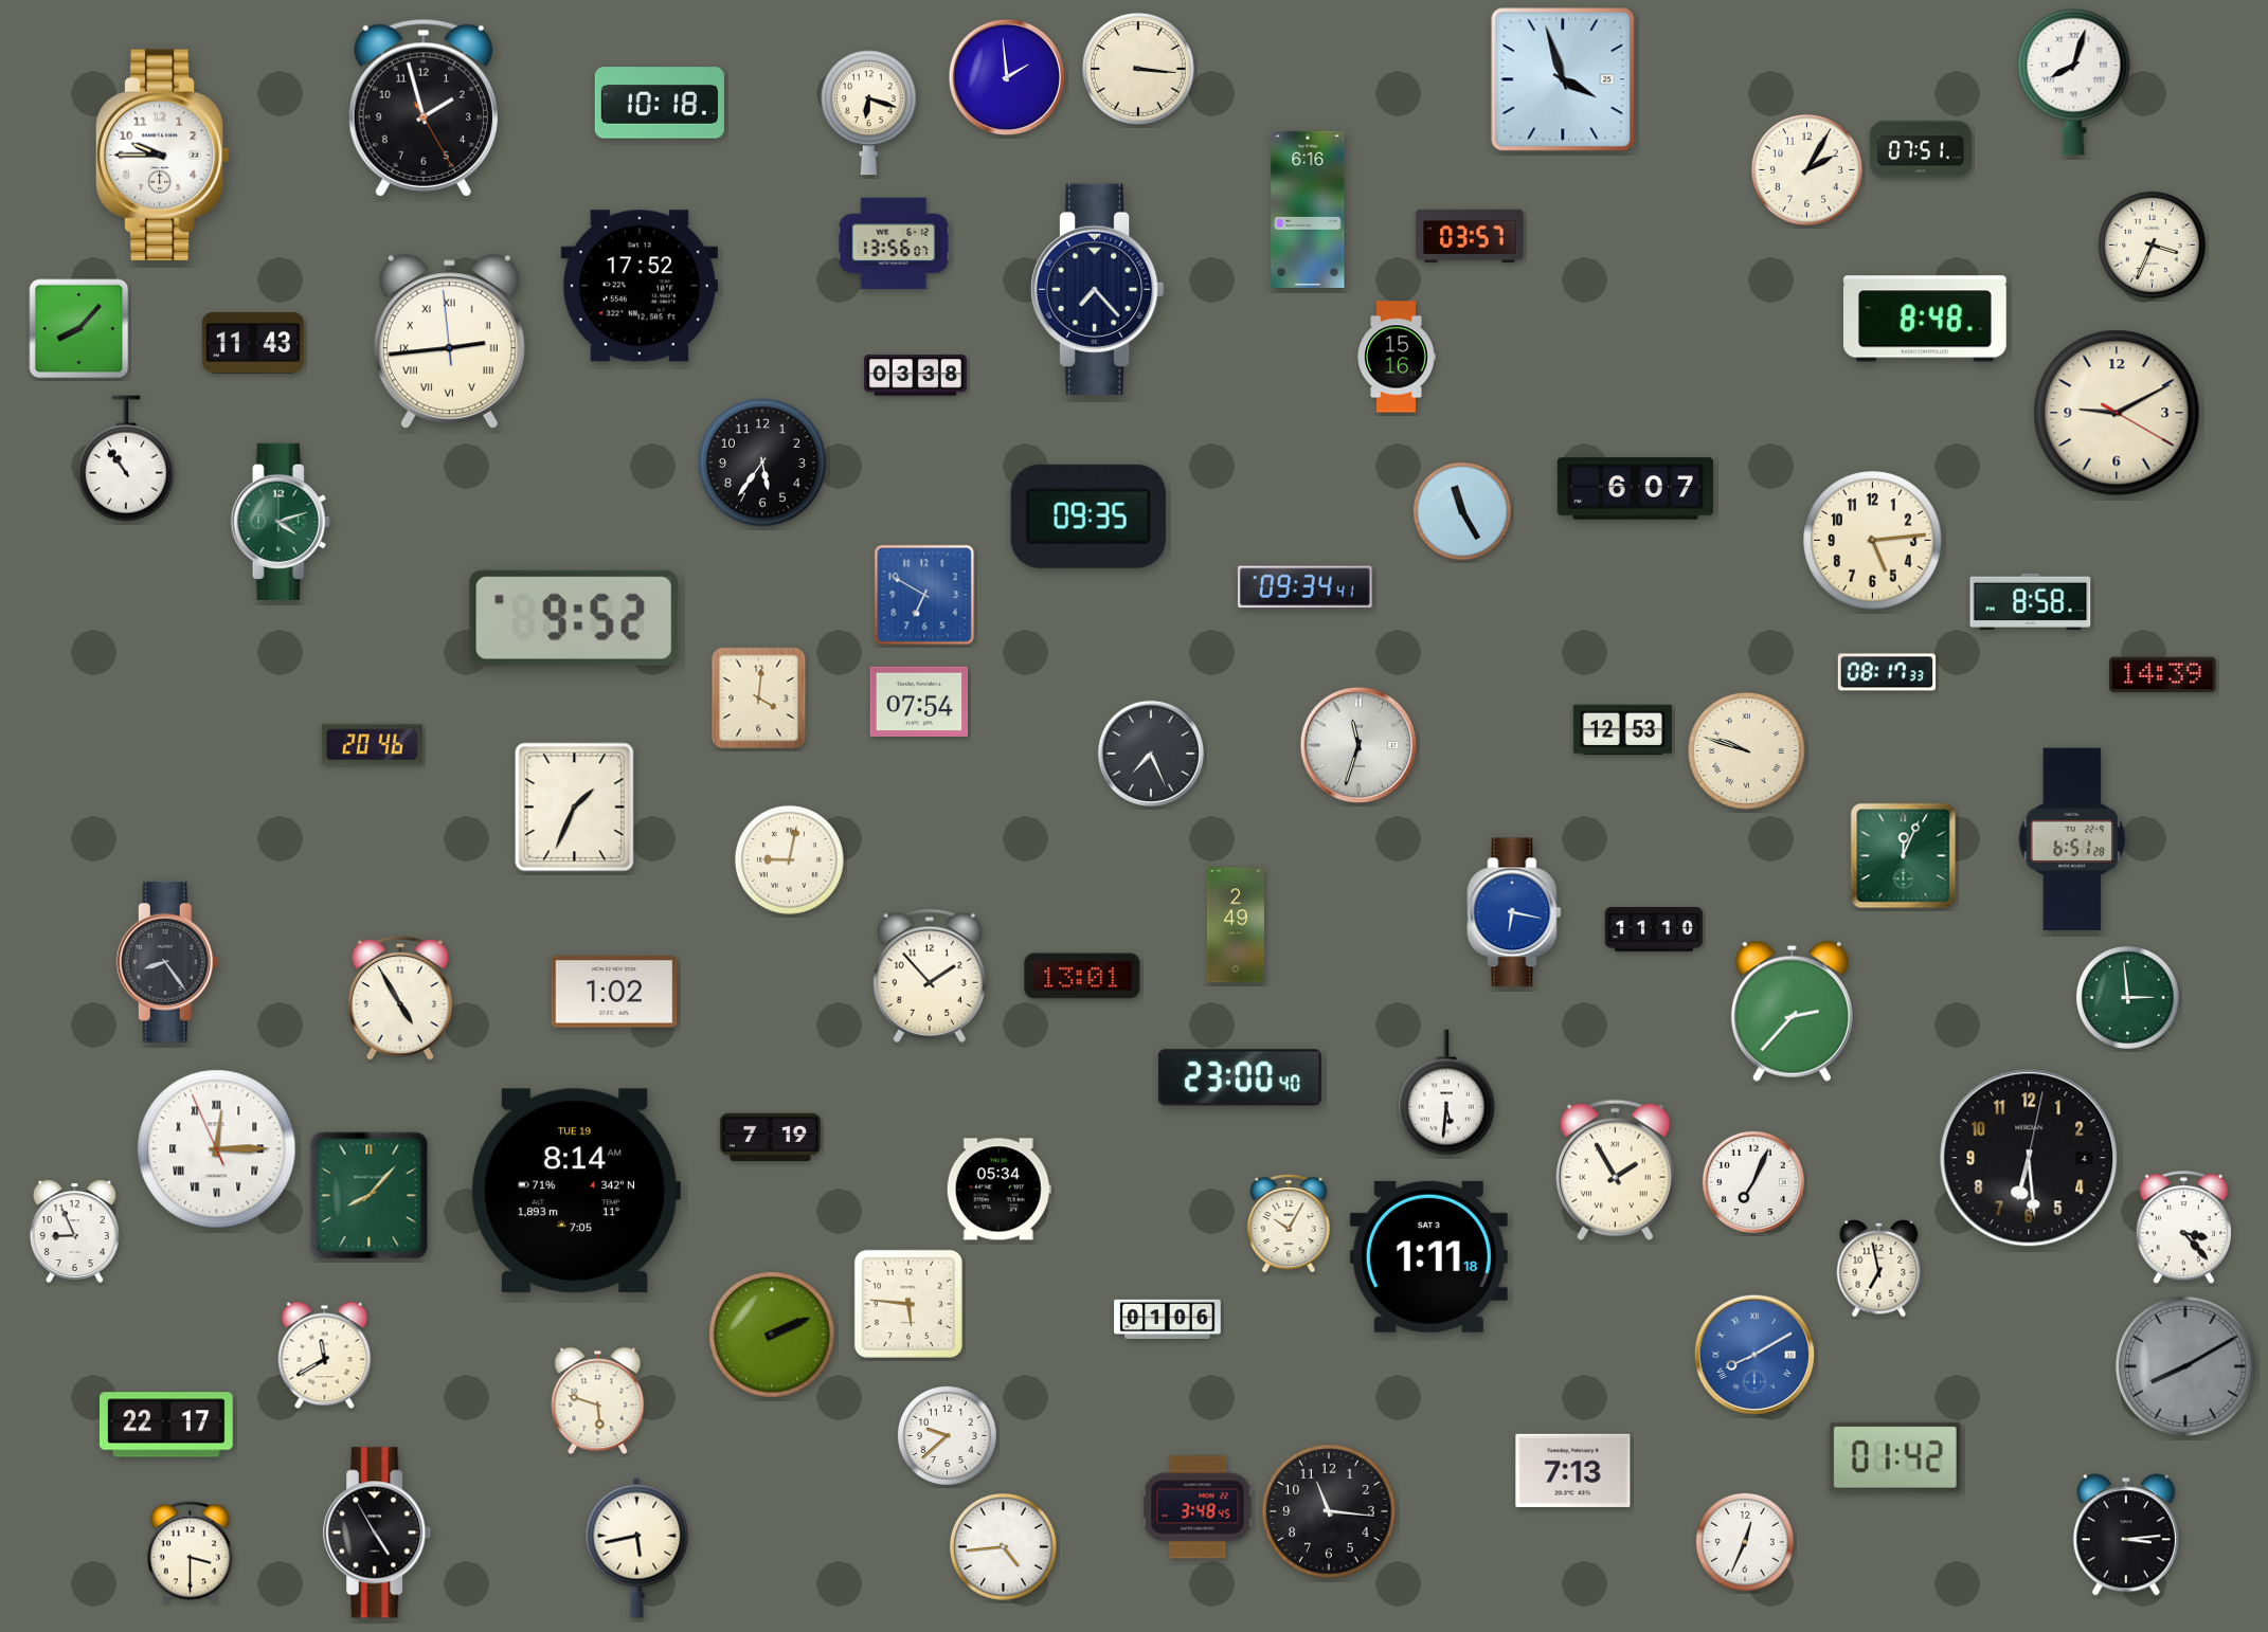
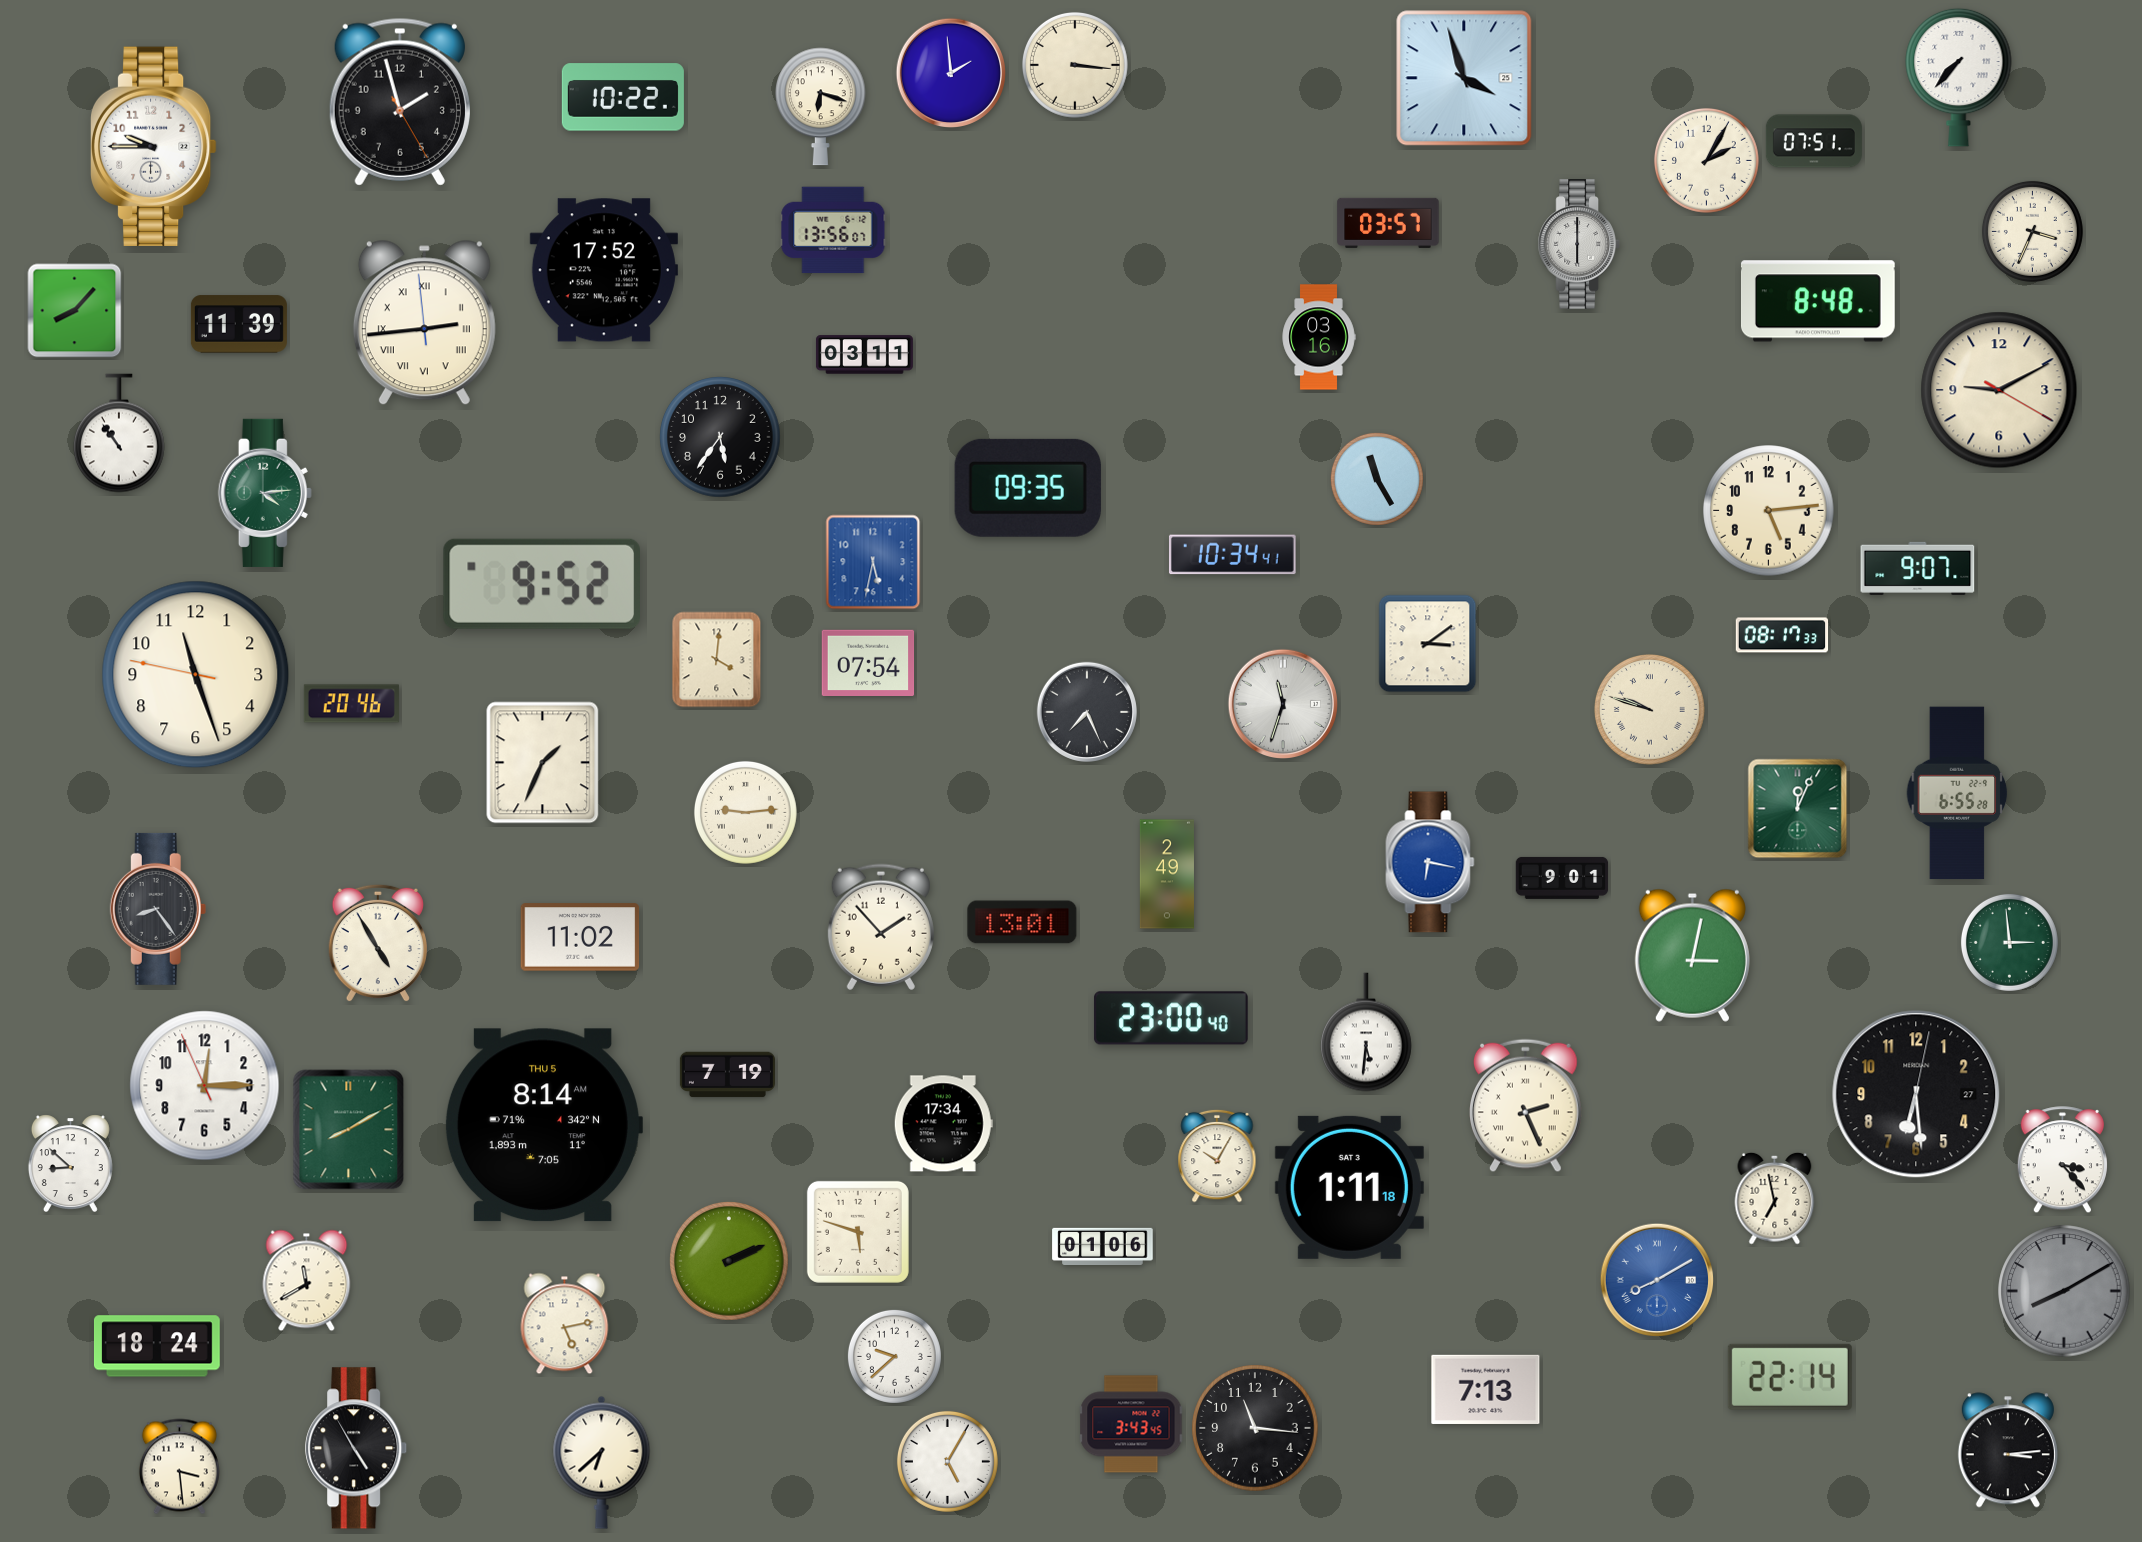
clock at (1563, 79) position: (1563, 79) -> (1464, 78)
clock at (2074, 81): 8:03 -> 7:37
clock at (660, 103): 10:18 -> 10:22
clock at (1308, 210): 6:16 -> none
clock at (894, 243) position: (894, 243) -> (833, 230)
clock at (1579, 244): none -> 6:00
clock at (1097, 289): 7:23 -> none
clock at (253, 343): 11:43 -> 11:39
clock at (1397, 357): 15:16 -> 03:16
clock at (915, 376): 03:38 -> 03:11
clock at (1635, 489): 6:07 -> none
clock at (1462, 511) position: (1462, 511) -> (1377, 479)
clock at (281, 522): 4:12 -> 4:14
clock at (1304, 587): 09:34 -> 10:34
clock at (924, 595): 6:50 -> 5:32
clock at (2031, 601): 8:58 -> 9:07
clock at (2163, 675): 14:39 -> none
clock at (1428, 644): none -> 3:09
clock at (196, 675): none -> 11:26
clock at (1622, 730): 12:53 -> none
clock at (2072, 839): 6:51 -> 6:55
clock at (789, 859): 9:02 -> 9:14
clock at (1654, 929): 11:10 -> 9:01
clock at (930, 976) position: (930, 976) -> (881, 927)
clock at (614, 992): 1:02 -> 11:02
clock at (1792, 1011): 2:37 -> 3:02
clock at (217, 1149) numerals: Roman -> Arabic
clock at (2029, 1158) date: 4 -> 27
clock at (1616, 1171): 1:55 -> 2:26
clock at (1753, 1182): 7:04 -> none
clock at (998, 1190): 05:34 -> 17:34
clock at (575, 1191) date: TUE 19 -> THU 5
clock at (370, 1196): 8:07 -> 8:10
clock at (74, 1231): 8:56 -> 8:52
clock at (908, 1304): 5:46 -> 5:48
clock at (598, 1401): 5:48 -> 5:13
clock at (166, 1425): 22:17 -> 18:24
clock at (1895, 1457): 01:42 -> 22:14
clock at (1198, 1507): 3:48 -> 3:43
clock at (1745, 1542): 12:34 -> none
clock at (1003, 1546): 4:44 -> 5:05
clock at (637, 1547): 5:43 -> 6:38
clock at (190, 1553): 3:30 -> 3:29
